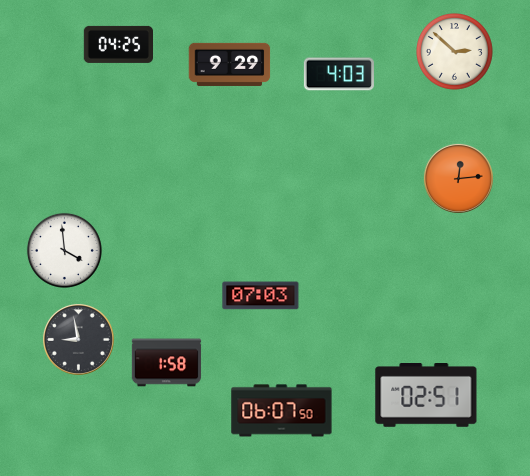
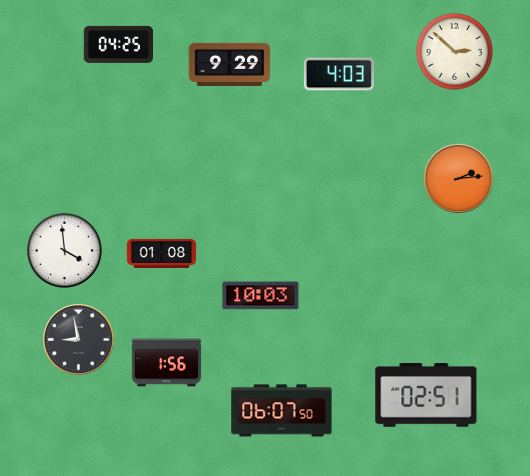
clock at (458, 178): 12:14 -> 2:14
clock at (162, 253): none -> 01:08
clock at (261, 296): 07:03 -> 10:03
clock at (167, 363): 1:58 -> 1:56
